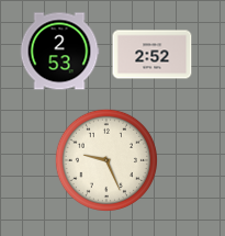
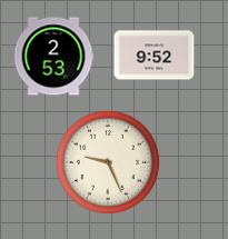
clock at (59, 52) position: (59, 52) -> (53, 57)
clock at (153, 55): 2:52 -> 9:52
